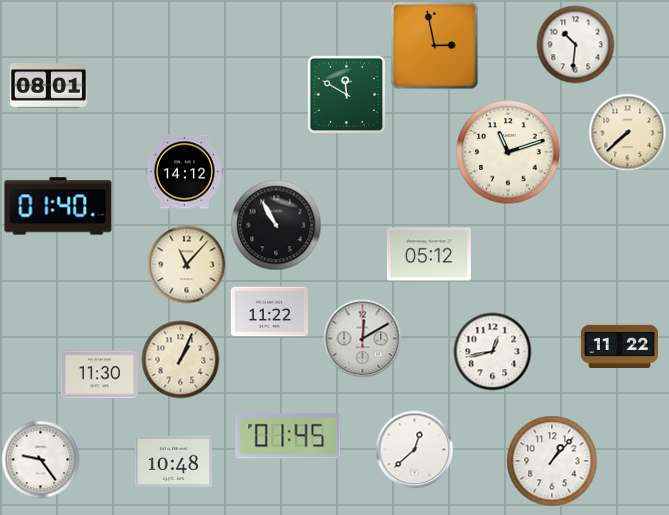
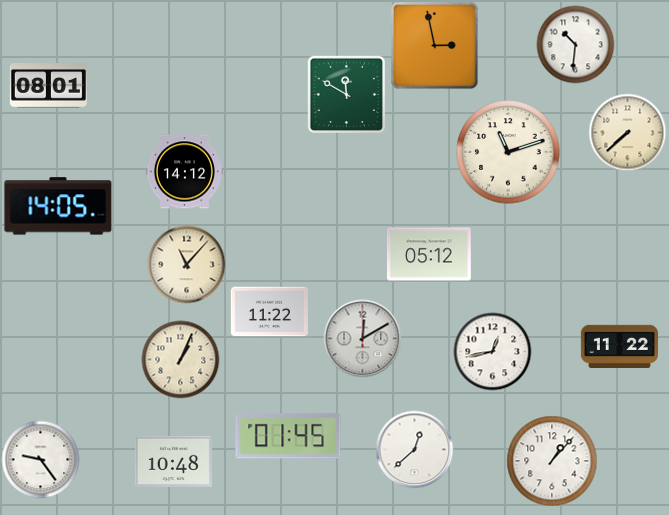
clock at (58, 206): 01:40 -> 14:05
clock at (276, 225): 10:55 -> none
clock at (99, 375): 11:30 -> none
